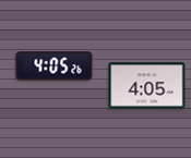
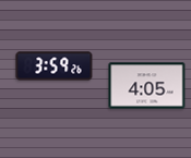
clock at (55, 66): 4:05 -> 3:59
